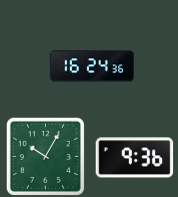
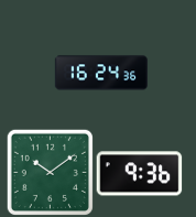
clock at (45, 156): 10:05 -> 10:09
clock at (134, 158) position: (134, 158) -> (139, 174)
